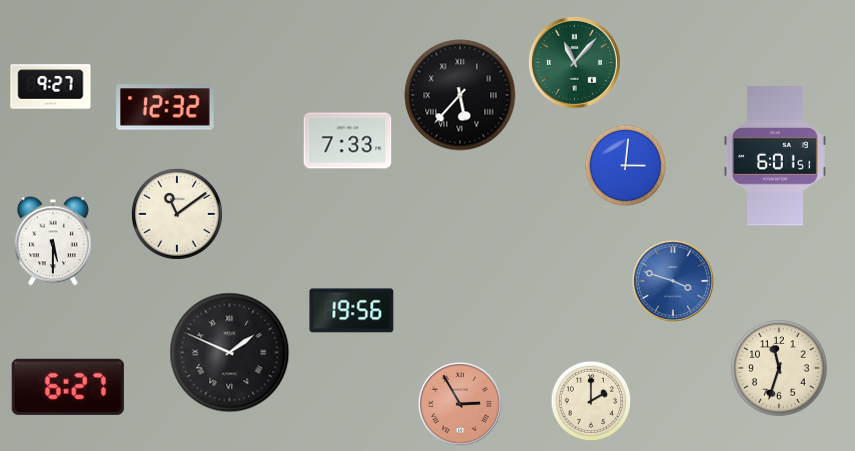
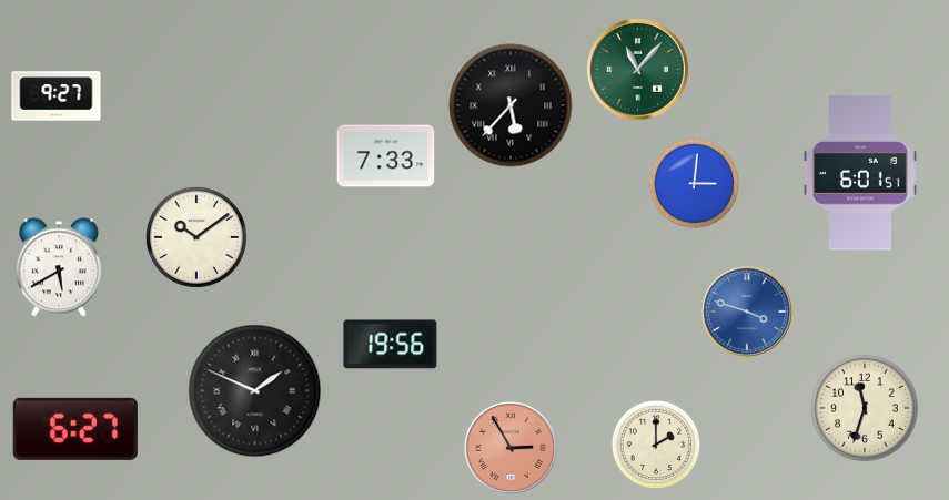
clock at (165, 107): 12:32 -> none
clock at (177, 214): 11:09 -> 10:09
clock at (53, 241): 5:30 -> 5:40
